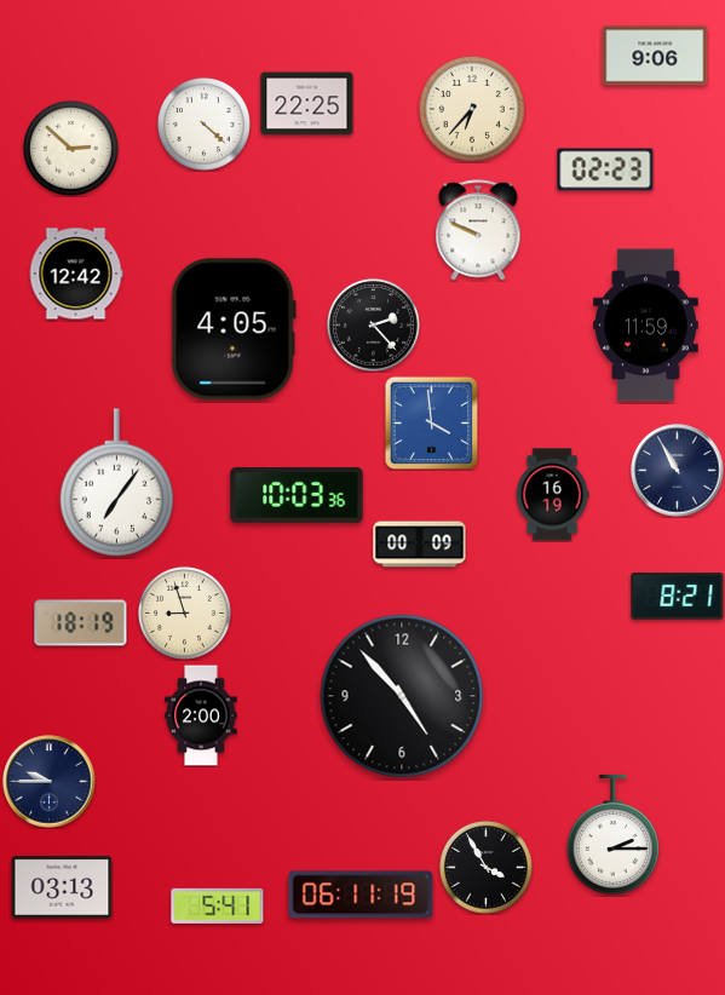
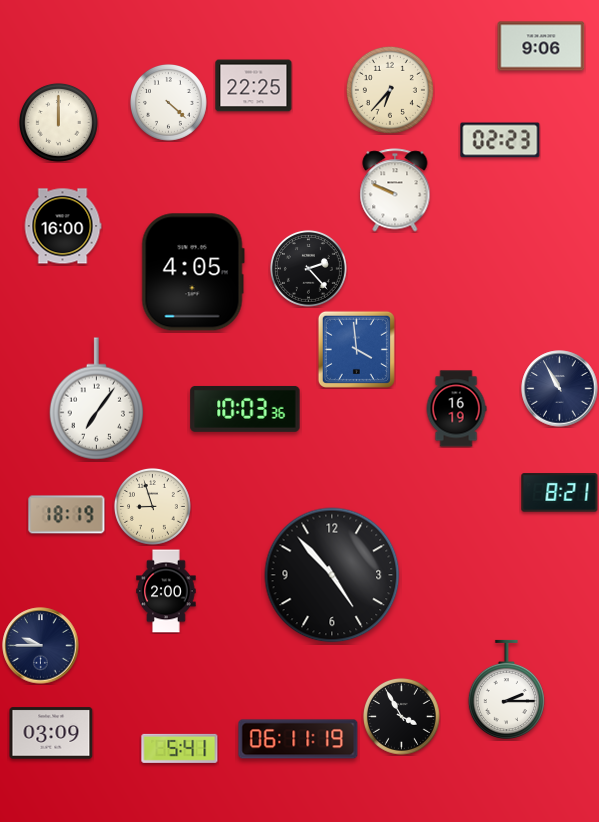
clock at (70, 148): 2:52 -> 12:00
clock at (76, 274): 12:42 -> 16:00
clock at (646, 326): 11:59 -> none
clock at (420, 545): 00:09 -> none
clock at (62, 887): 03:13 -> 03:09
